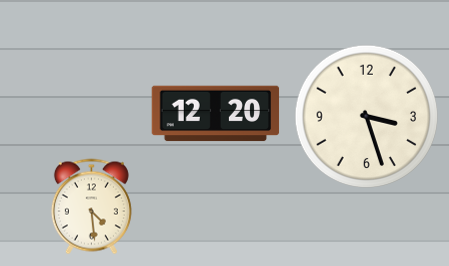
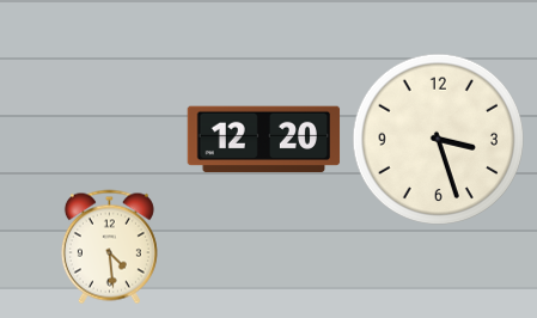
clock at (216, 114) position: (216, 114) -> (264, 140)
